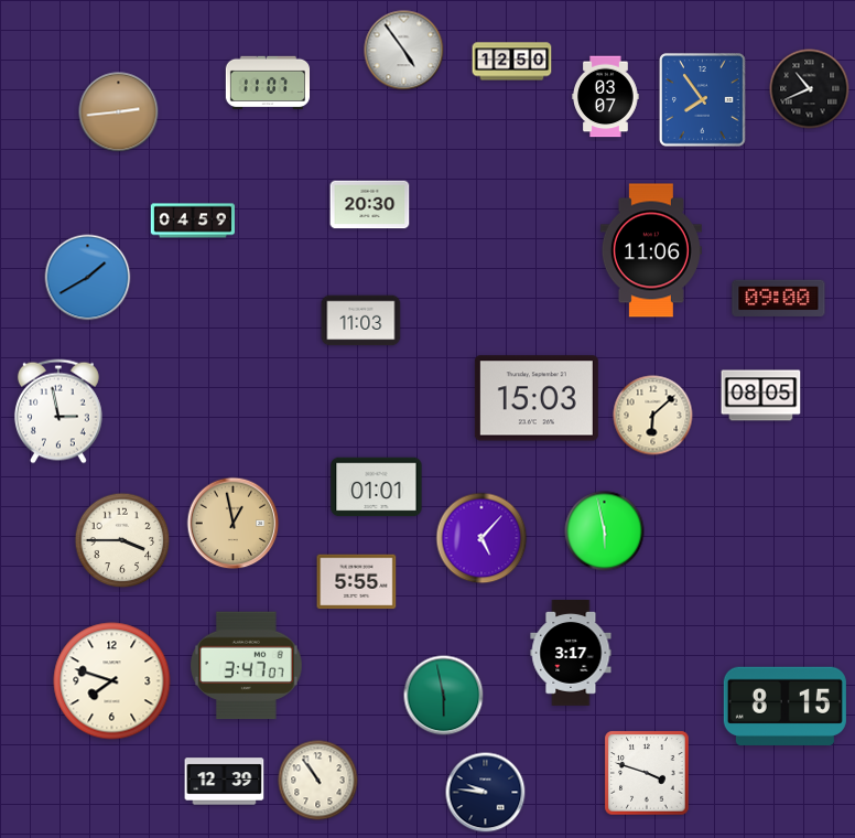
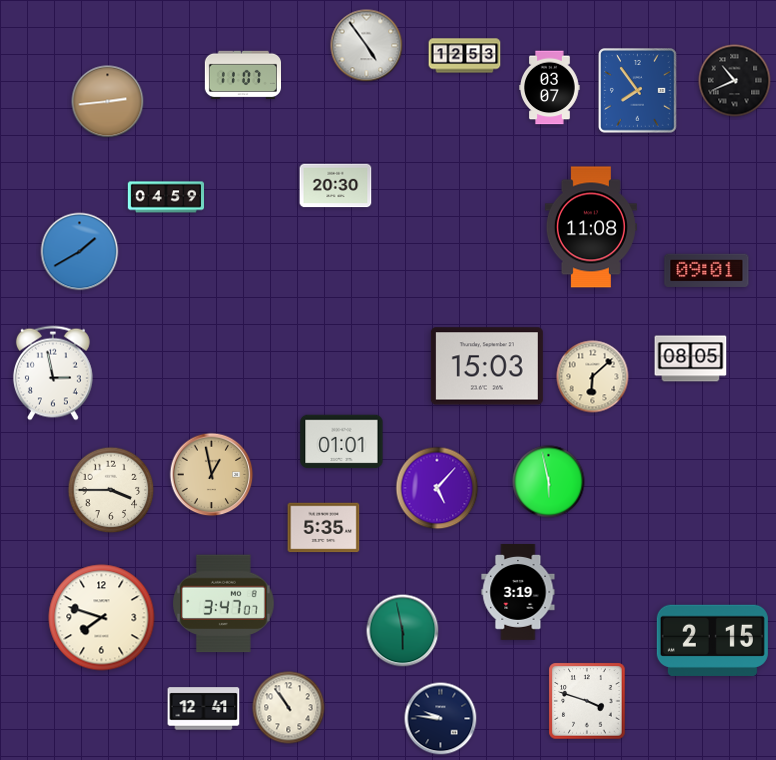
clock at (512, 62): 12:50 -> 12:53
clock at (192, 221) position: (192, 221) -> (165, 197)
clock at (651, 250): 11:06 -> 11:08
clock at (779, 298): 09:00 -> 09:01
clock at (361, 321): 11:03 -> none
clock at (537, 398) position: (537, 398) -> (487, 366)
clock at (357, 582): 5:55 -> 5:35
clock at (571, 654): 3:17 -> 3:19
clock at (784, 706): 8:15 -> 2:15
clock at (225, 782): 12:39 -> 12:41
